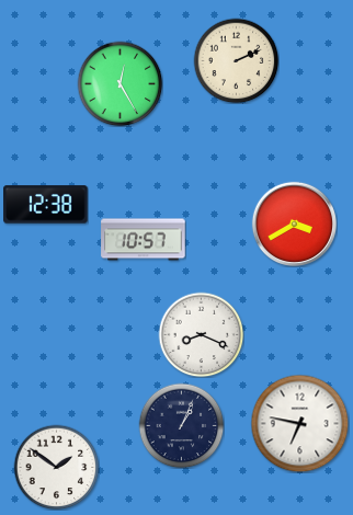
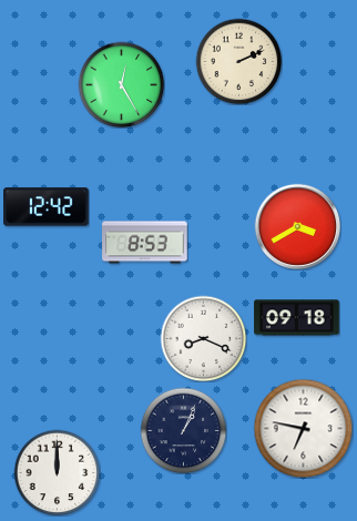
clock at (46, 205): 12:38 -> 12:42
clock at (144, 240): 10:57 -> 8:53
clock at (297, 318): none -> 09:18
clock at (56, 467): 1:51 -> 12:00
